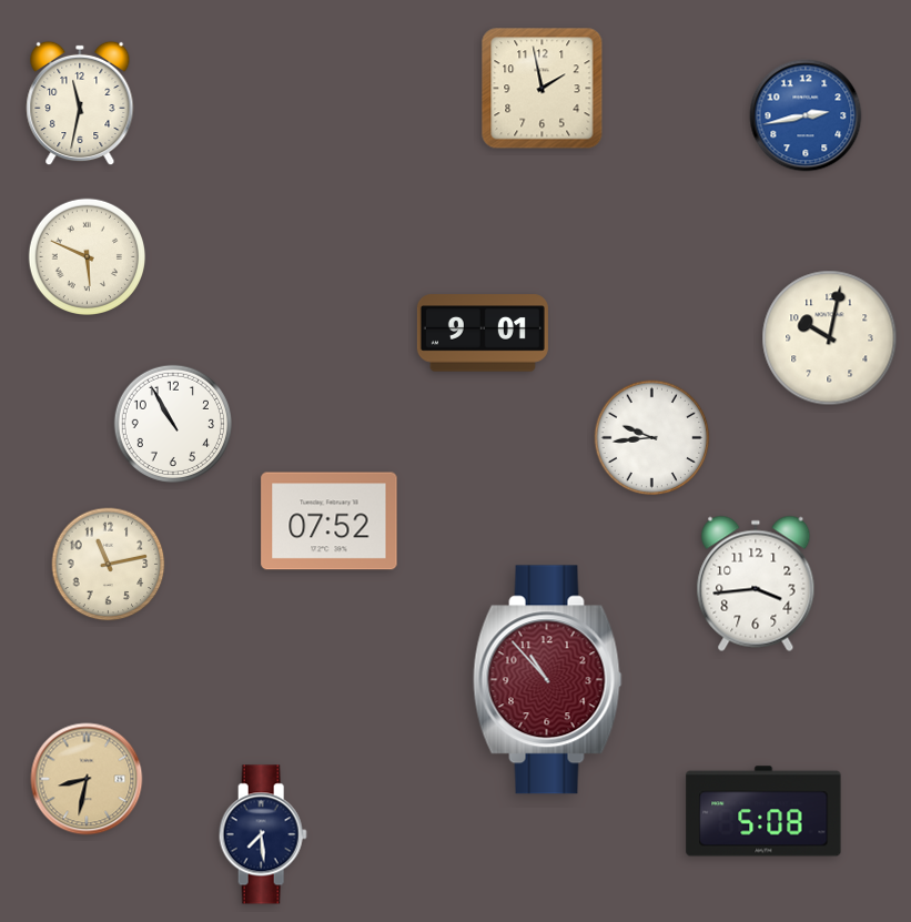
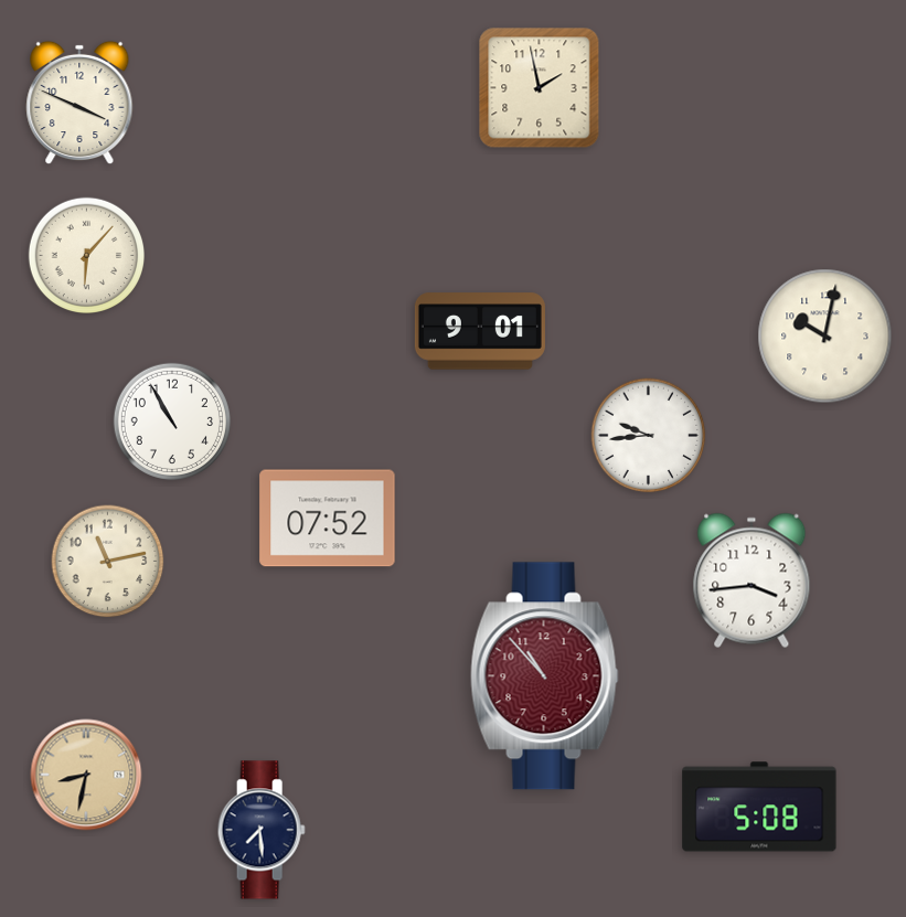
clock at (80, 103): 11:32 -> 3:49
clock at (806, 115): 2:43 -> none
clock at (88, 257): 5:49 -> 6:07
